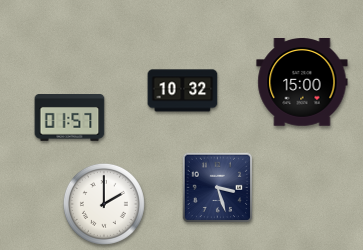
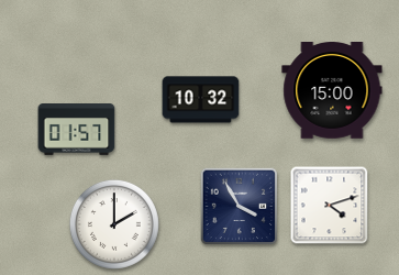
clock at (217, 187): 3:27 -> 3:55
clock at (330, 206): none -> 4:12
